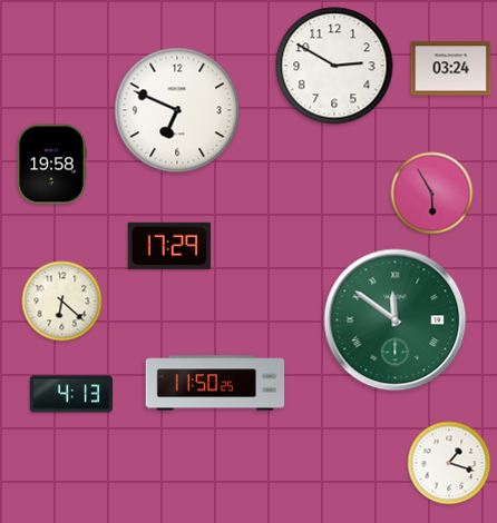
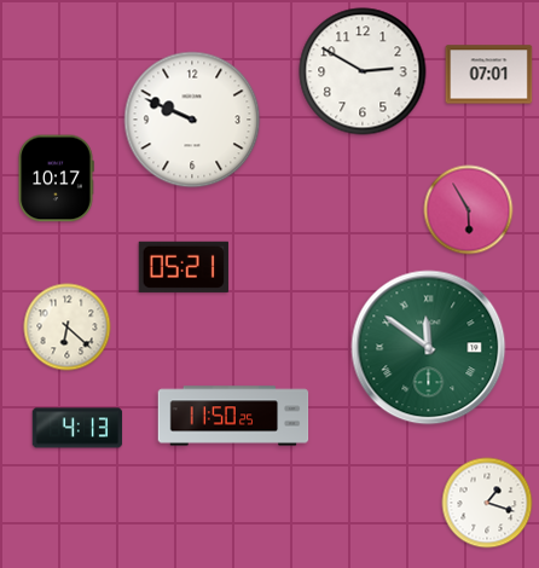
clock at (451, 69): 03:24 -> 07:01
clock at (177, 110): 6:49 -> 9:49
clock at (51, 165): 19:58 -> 10:17
clock at (169, 246): 17:29 -> 05:21
